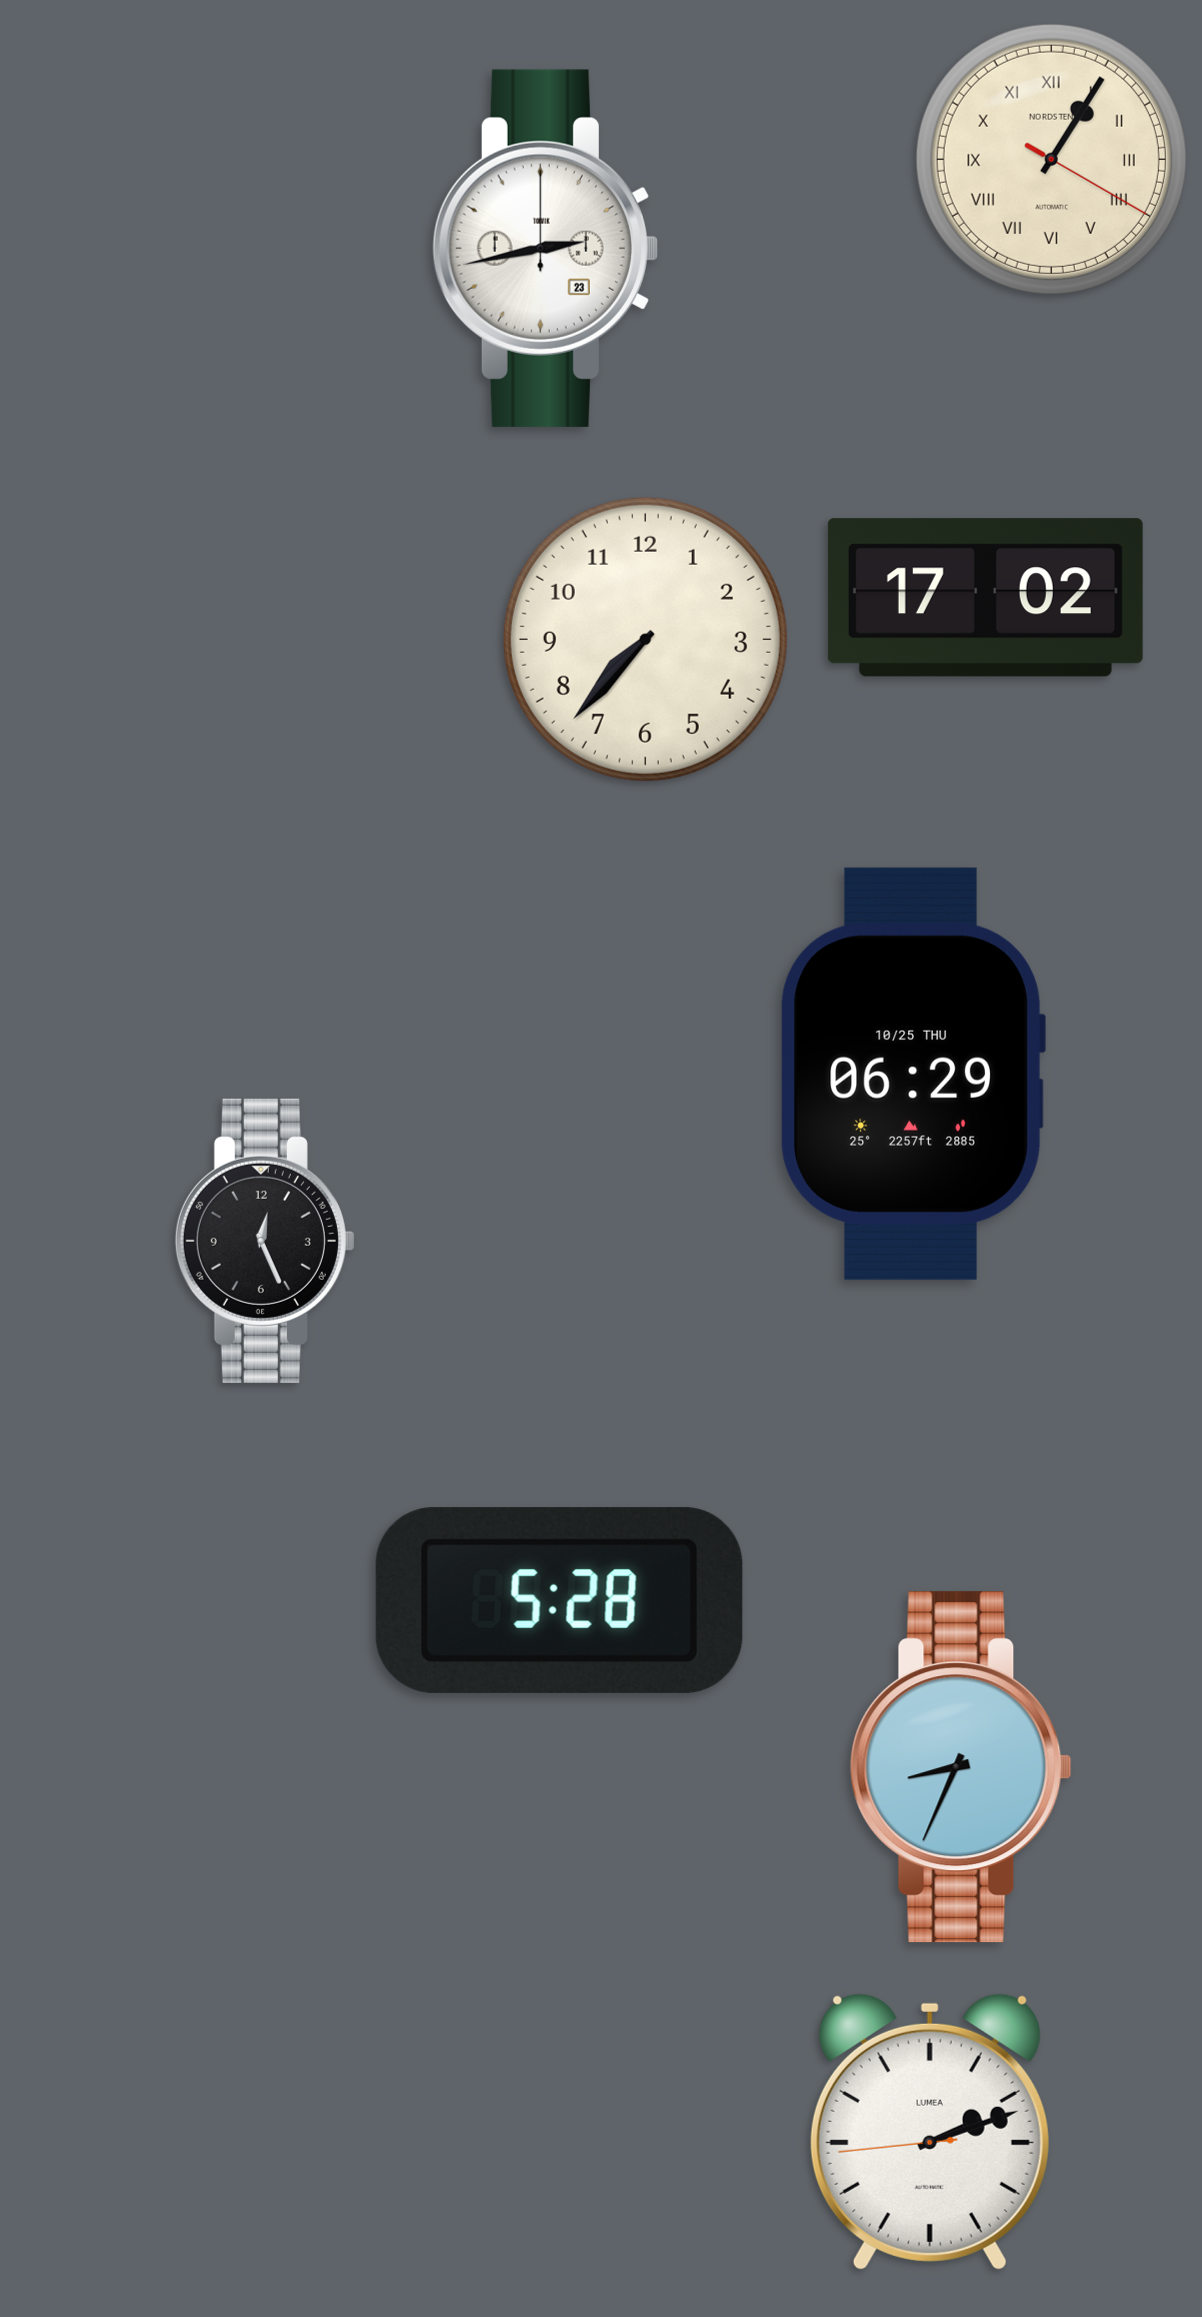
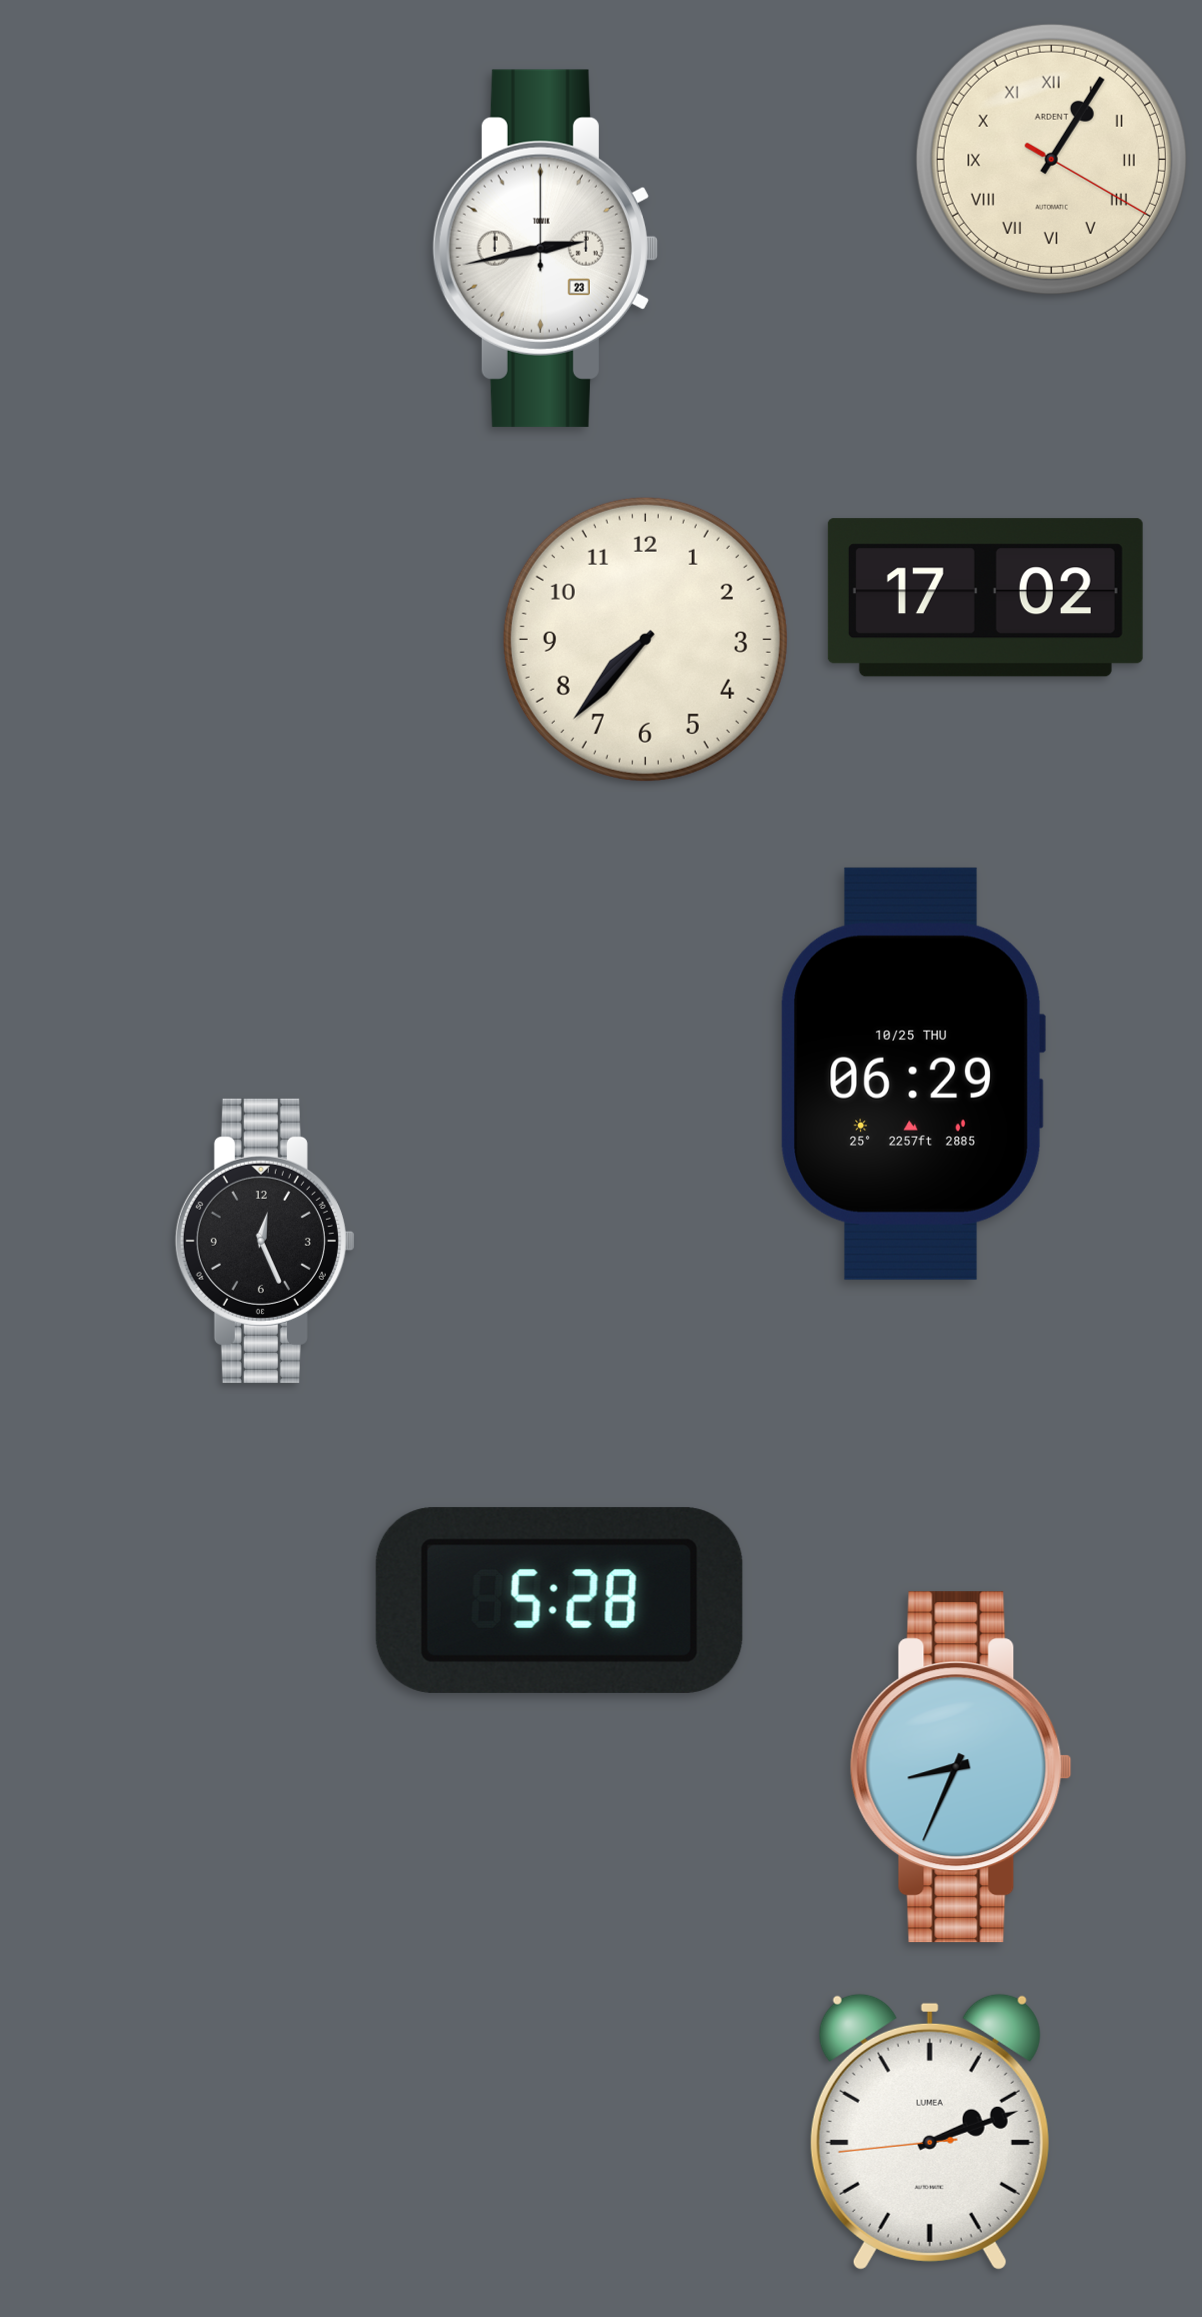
clock at (1051, 159) brand: NORDSTEN -> ARDENT
